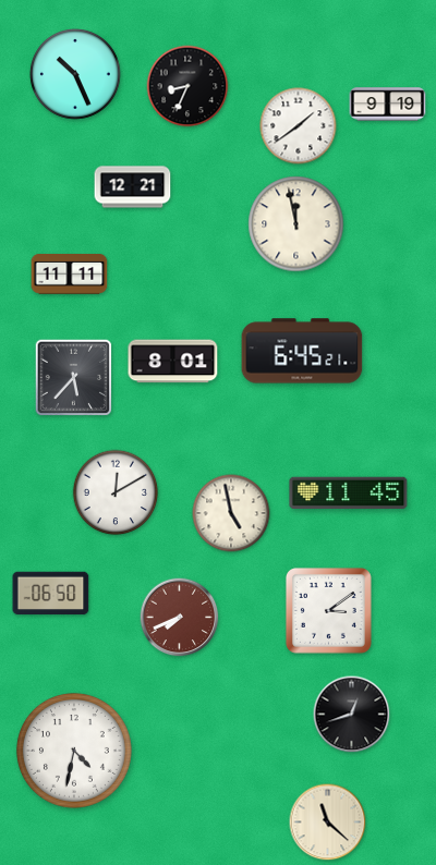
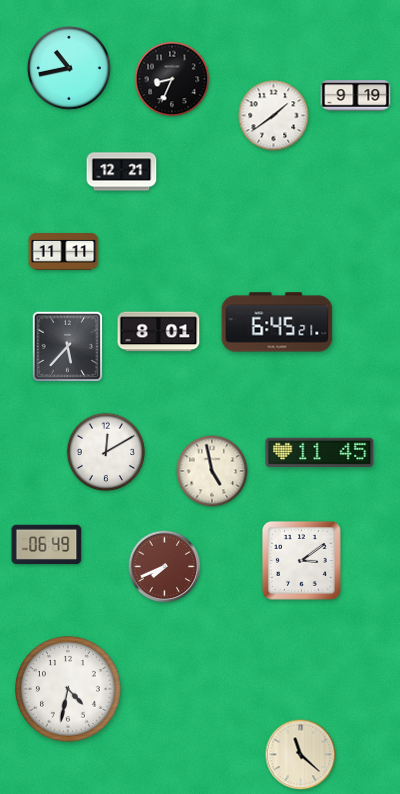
clock at (76, 75): 10:26 -> 10:43
clock at (296, 224): 11:58 -> none
clock at (51, 594): 06:50 -> 06:49
clock at (352, 715): 12:42 -> none
